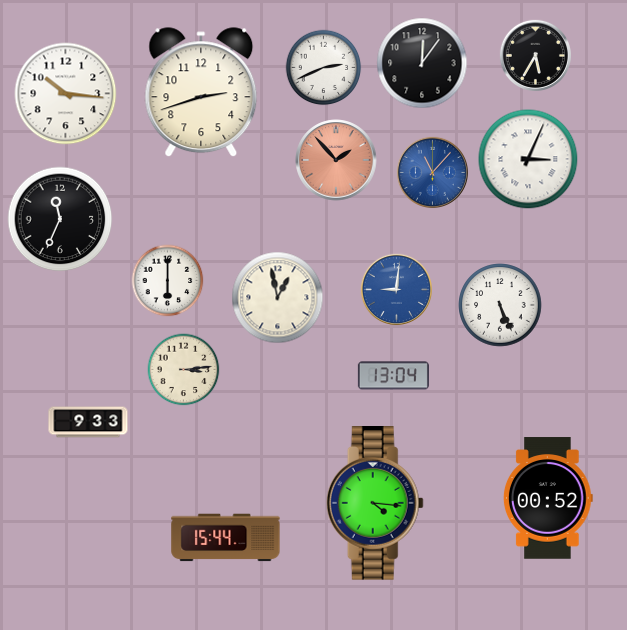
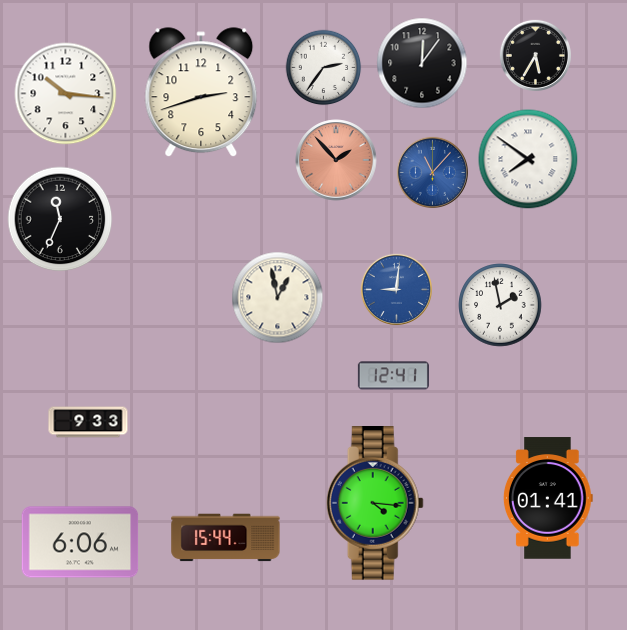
clock at (324, 68): 2:41 -> 2:36
clock at (528, 159): 3:04 -> 7:51
clock at (168, 281): 6:00 -> none
clock at (500, 305): 5:26 -> 1:58
clock at (184, 370): 3:14 -> none
clock at (393, 376): 13:04 -> 12:41
clock at (548, 498): 00:52 -> 01:41
clock at (80, 542): none -> 6:06
